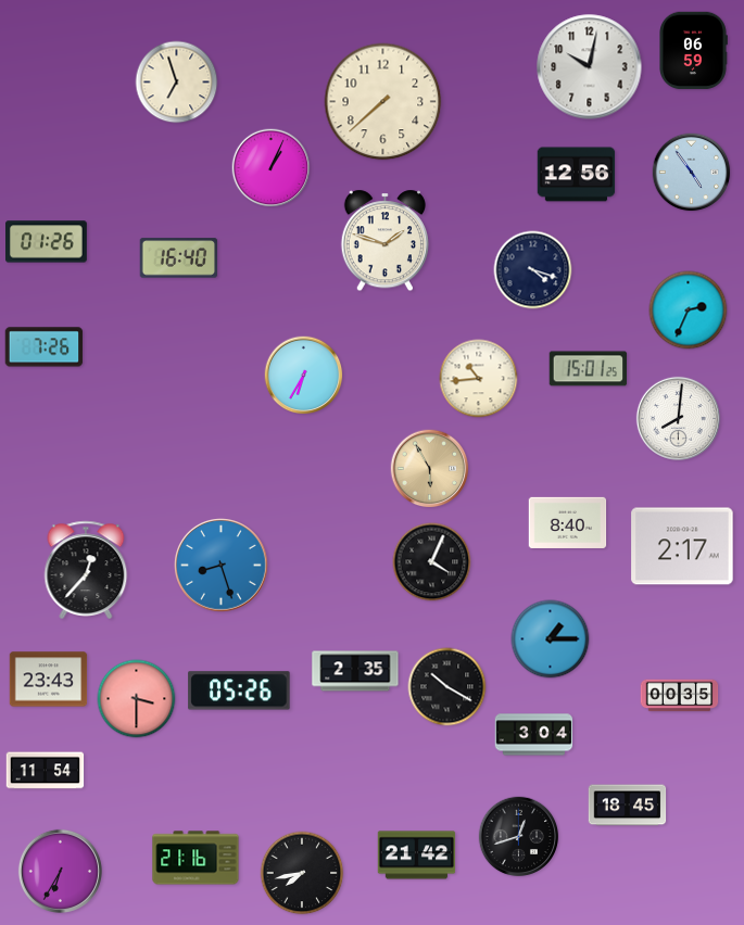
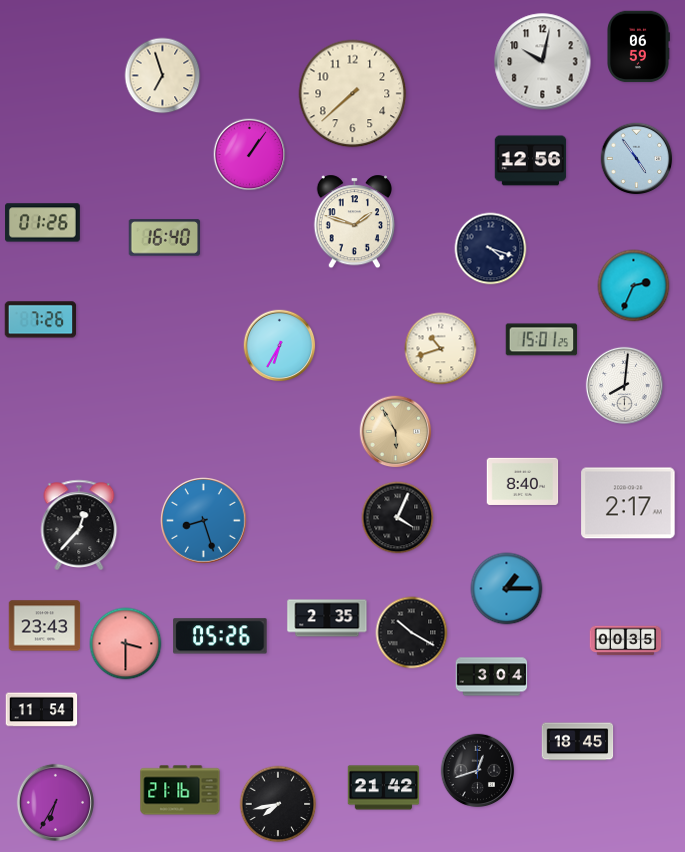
clock at (272, 168): 1:04 -> 1:06
clock at (479, 379): 10:44 -> 10:42
